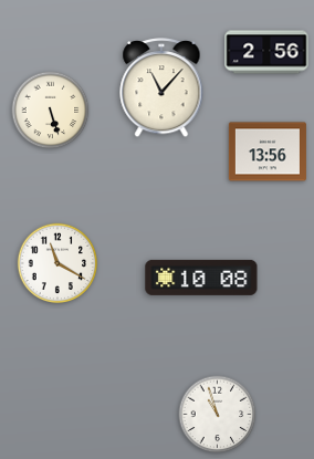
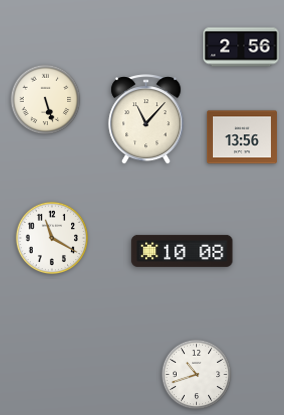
clock at (161, 88) position: (161, 88) -> (146, 120)
clock at (218, 415): 10:57 -> 10:42
